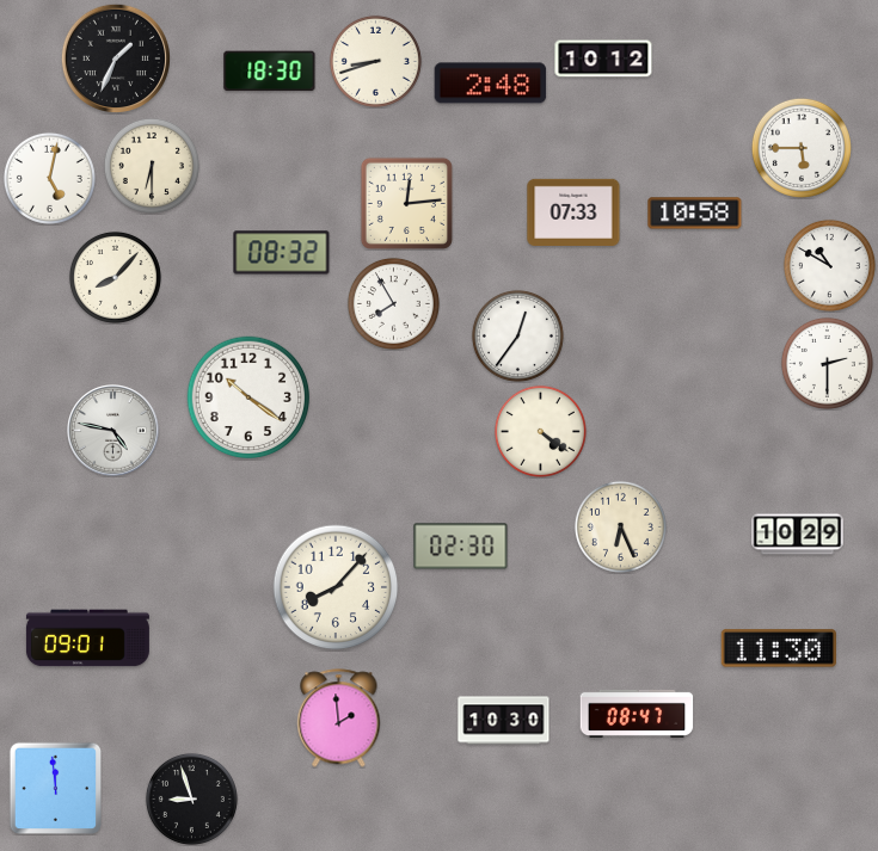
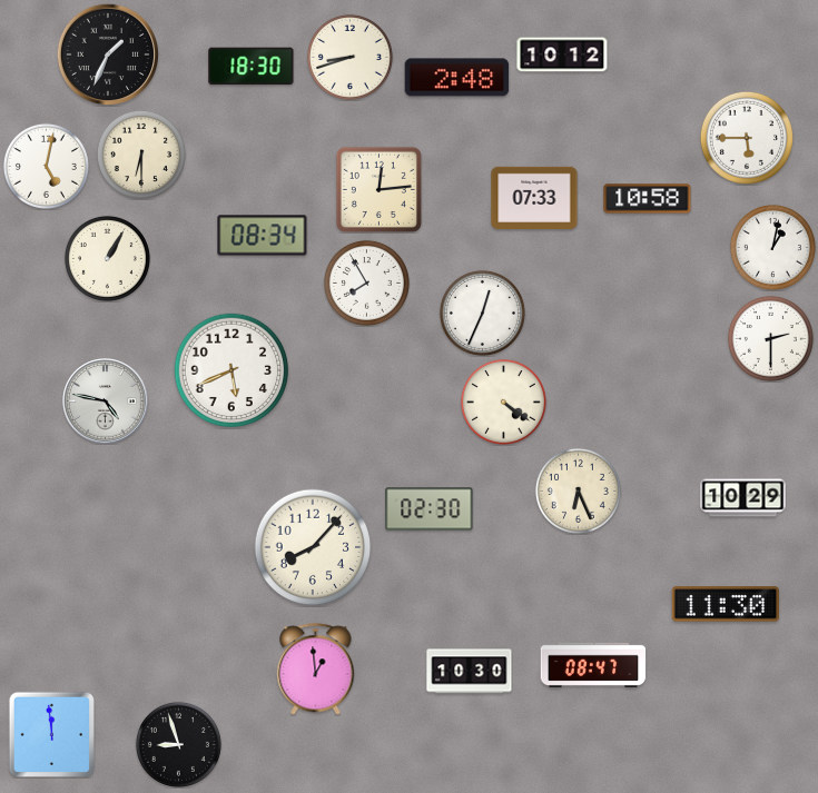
clock at (282, 253): 08:32 -> 08:34
clock at (829, 265): 10:50 -> 1:02
clock at (115, 277): 8:07 -> 1:05
clock at (517, 335): 12:36 -> 12:34
clock at (248, 397): 10:21 -> 5:41
clock at (87, 639): 09:01 -> none
clock at (339, 719): 1:59 -> 12:59
